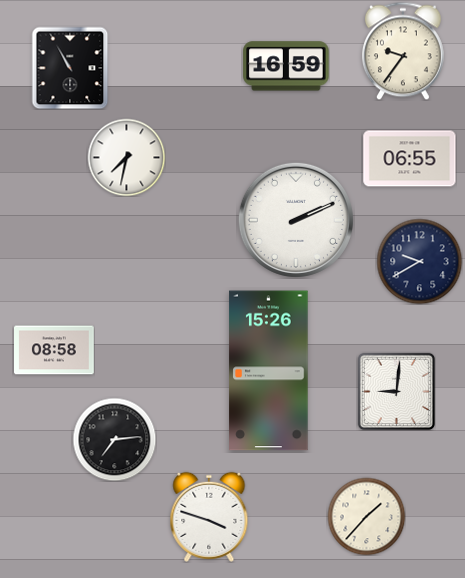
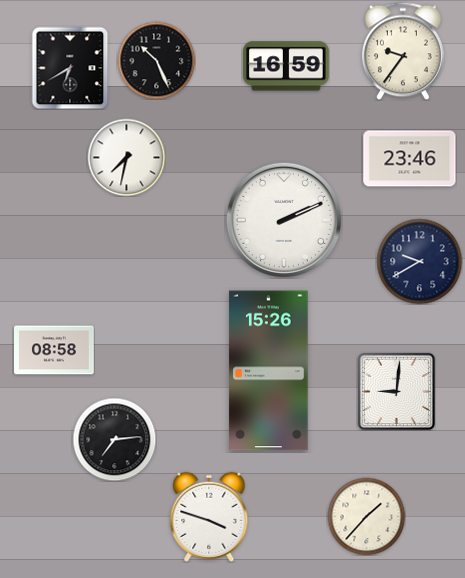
clock at (156, 60): none -> 10:26
clock at (70, 68): 10:55 -> 6:40
clock at (410, 159): 06:55 -> 23:46
clock at (296, 220) position: (296, 220) -> (284, 220)
